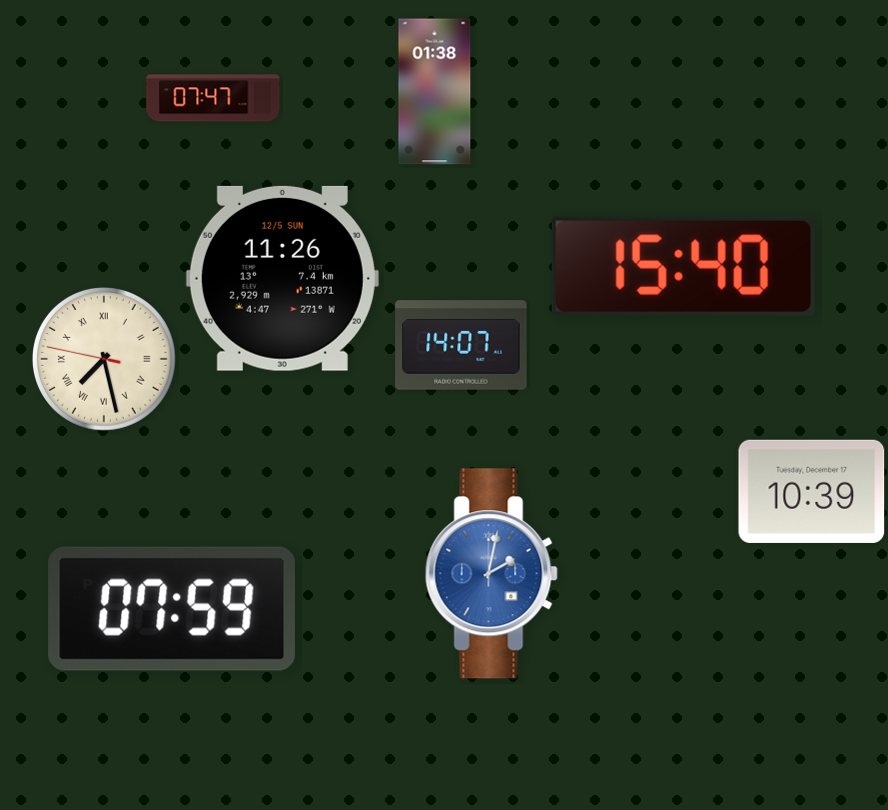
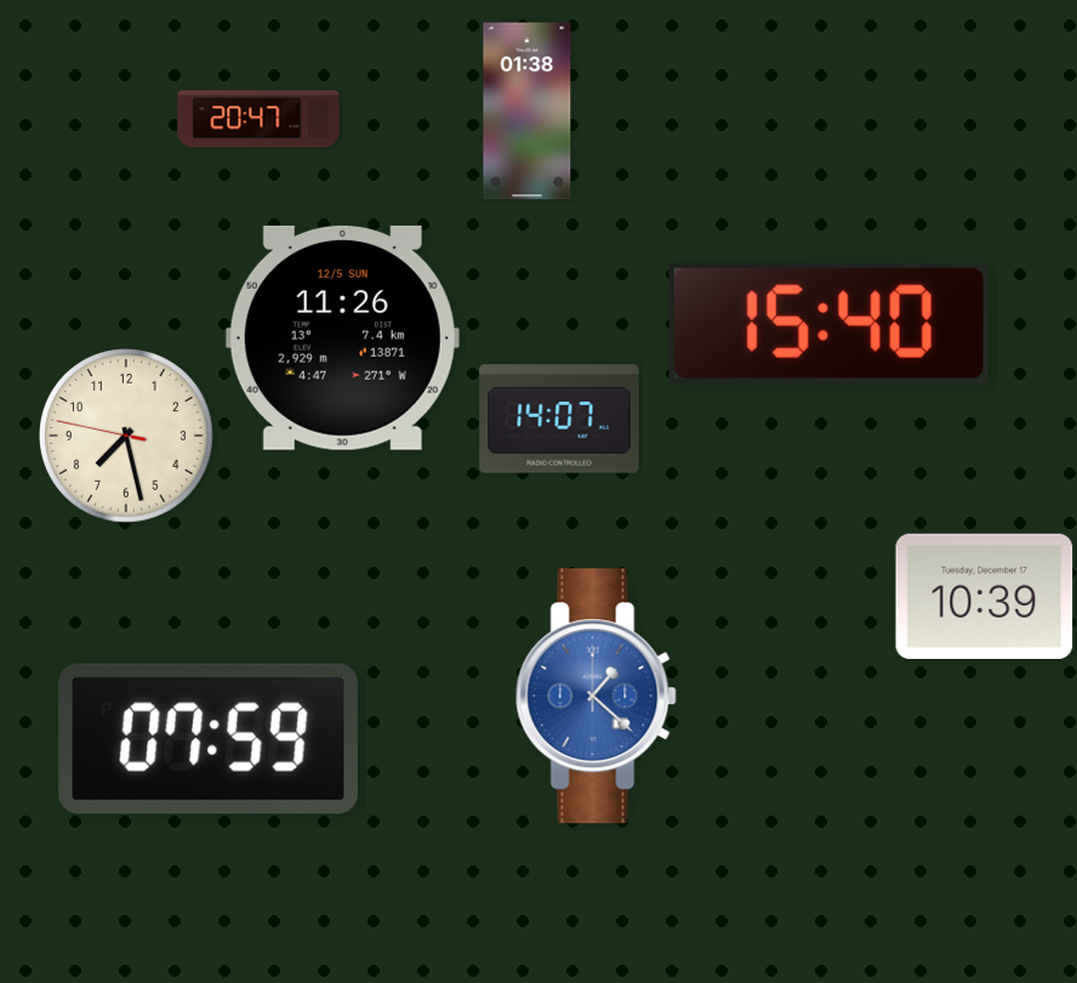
clock at (213, 98): 07:47 -> 20:47
clock at (104, 359) numerals: Roman -> Arabic
clock at (491, 574): 2:02 -> 1:22
